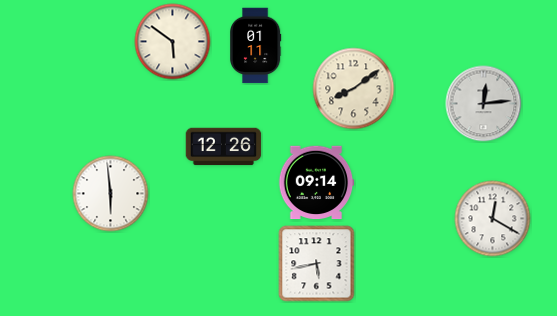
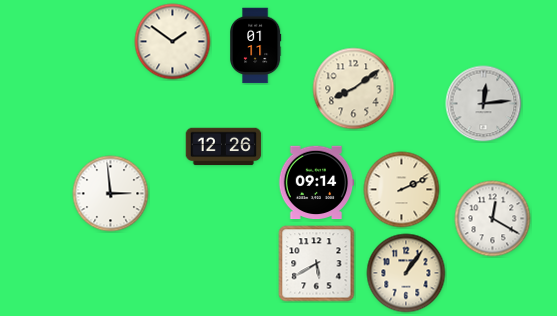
clock at (173, 42): 5:51 -> 1:51
clock at (402, 190): none -> 2:11
clock at (111, 194): 5:59 -> 2:59
clock at (317, 264): 5:43 -> 5:40
clock at (406, 273): none -> 1:06
